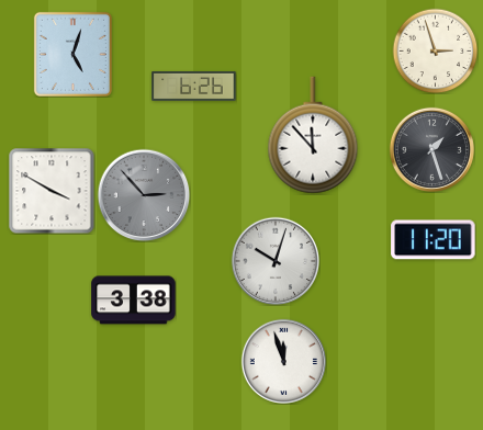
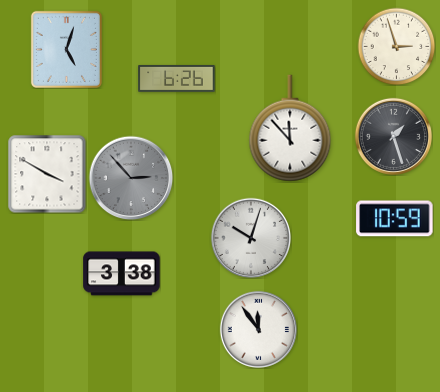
clock at (313, 135) position: (313, 135) -> (290, 128)
clock at (434, 240): 11:20 -> 10:59
clock at (283, 361): 11:57 -> 11:54
